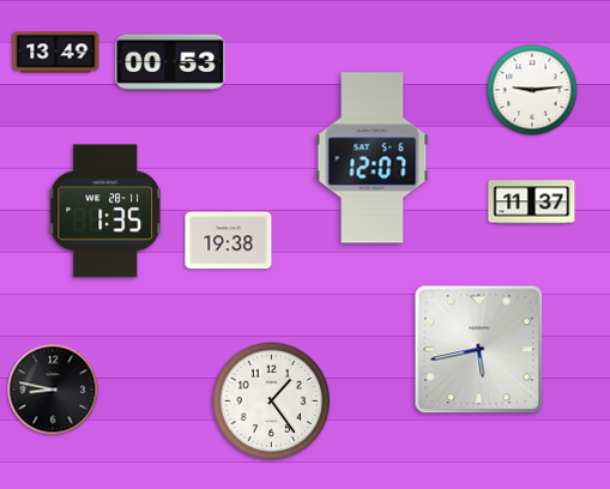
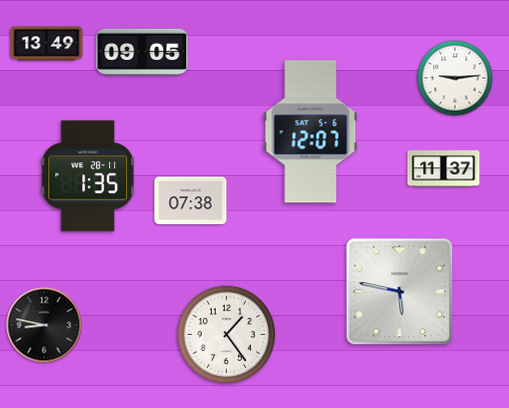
clock at (170, 61): 00:53 -> 09:05
clock at (532, 90) position: (532, 90) -> (455, 78)
clock at (229, 241): 19:38 -> 07:38
clock at (479, 350): 5:43 -> 5:47
